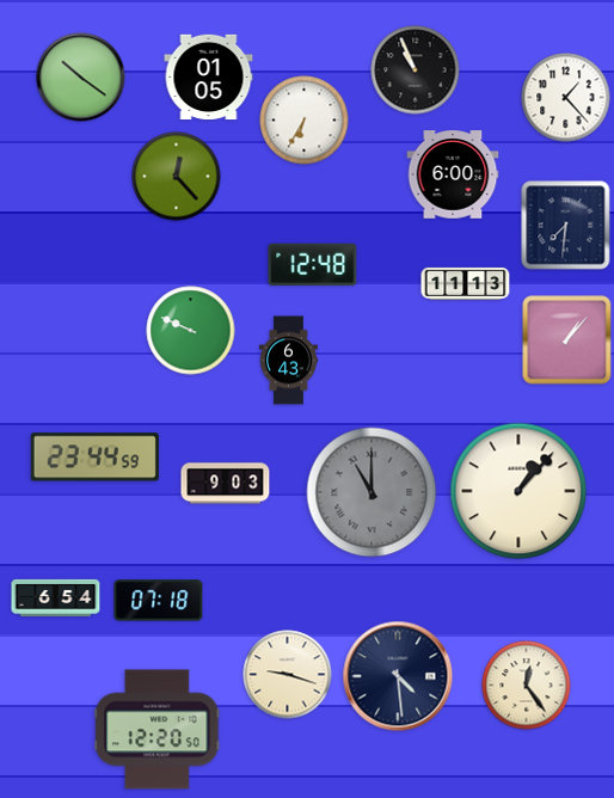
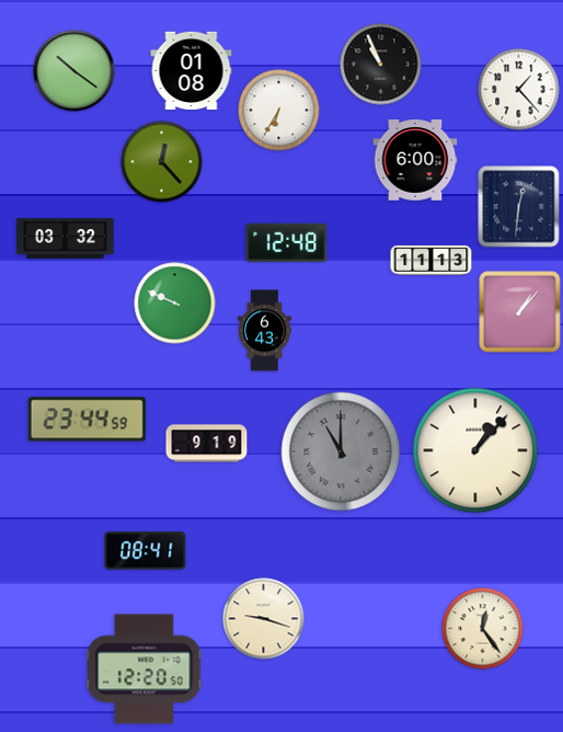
clock at (209, 78): 01:05 -> 01:08
clock at (566, 226): 7:31 -> 12:31
clock at (66, 239): none -> 03:32
clock at (466, 283) position: (466, 283) -> (432, 260)
clock at (226, 484): 9:03 -> 9:19
clock at (56, 597): 6:54 -> none
clock at (159, 601): 07:18 -> 08:41
clock at (398, 676): 4:29 -> none
